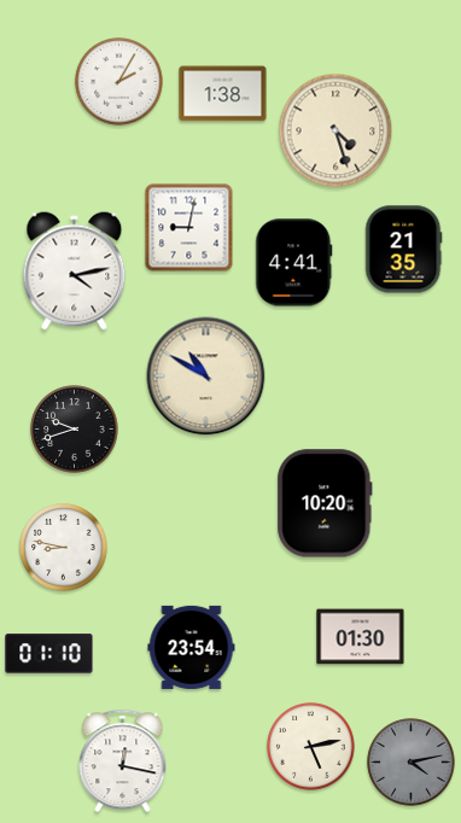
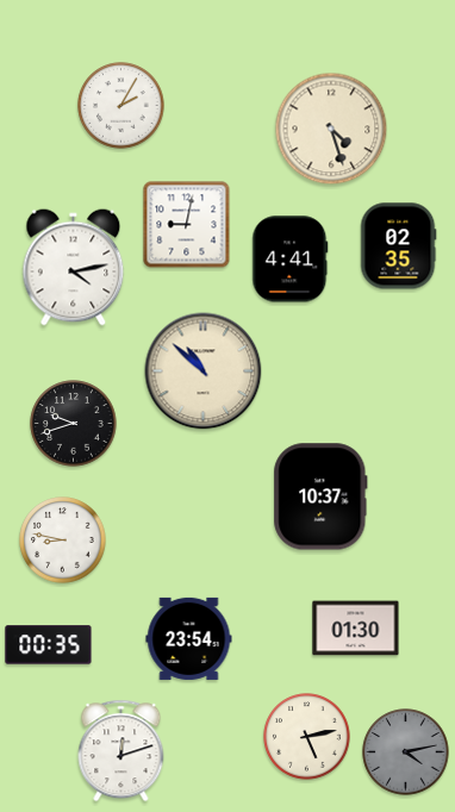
clock at (119, 82) position: (119, 82) -> (121, 106)
clock at (223, 94): 1:38 -> none
clock at (403, 250): 21:35 -> 02:35
clock at (206, 377): 10:50 -> 10:52
clock at (325, 503): 10:20 -> 10:37
clock at (49, 654): 01:10 -> 00:35
clock at (123, 761): 12:17 -> 12:12
